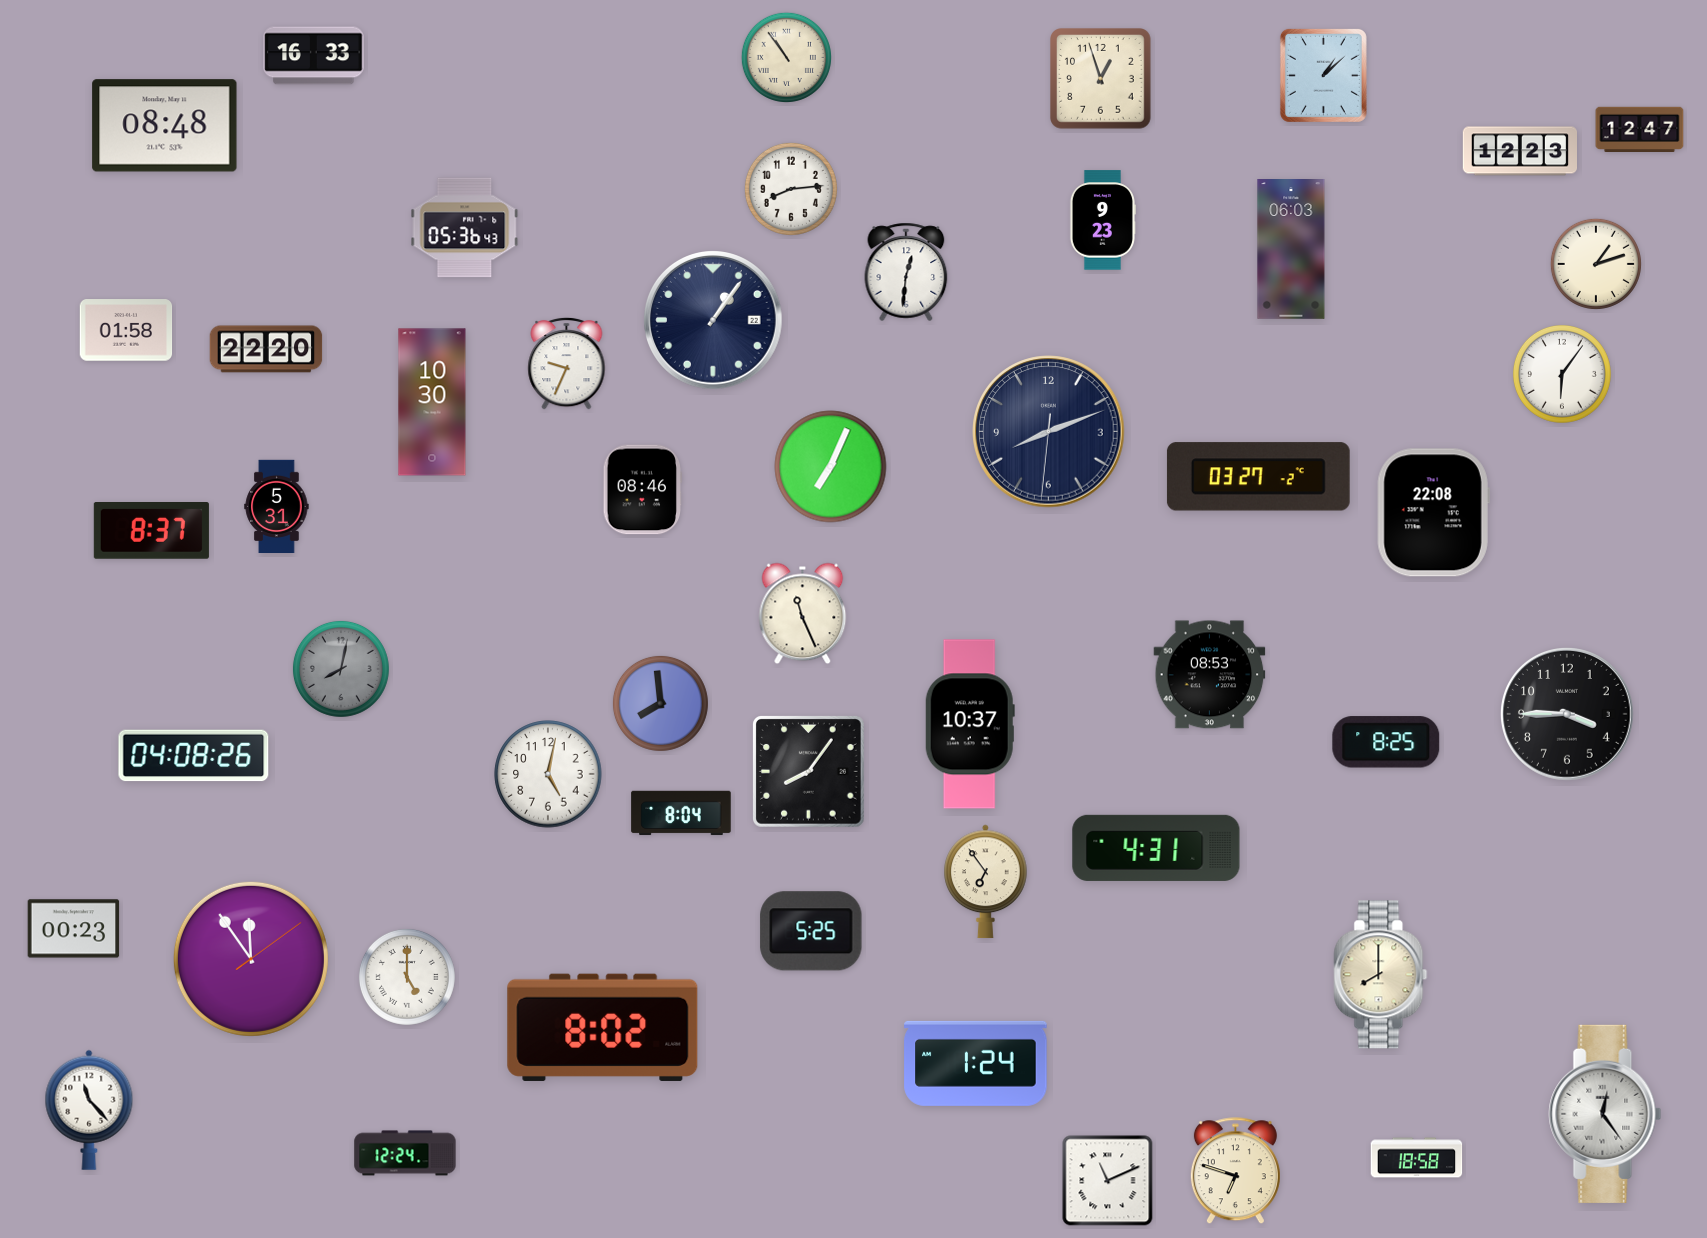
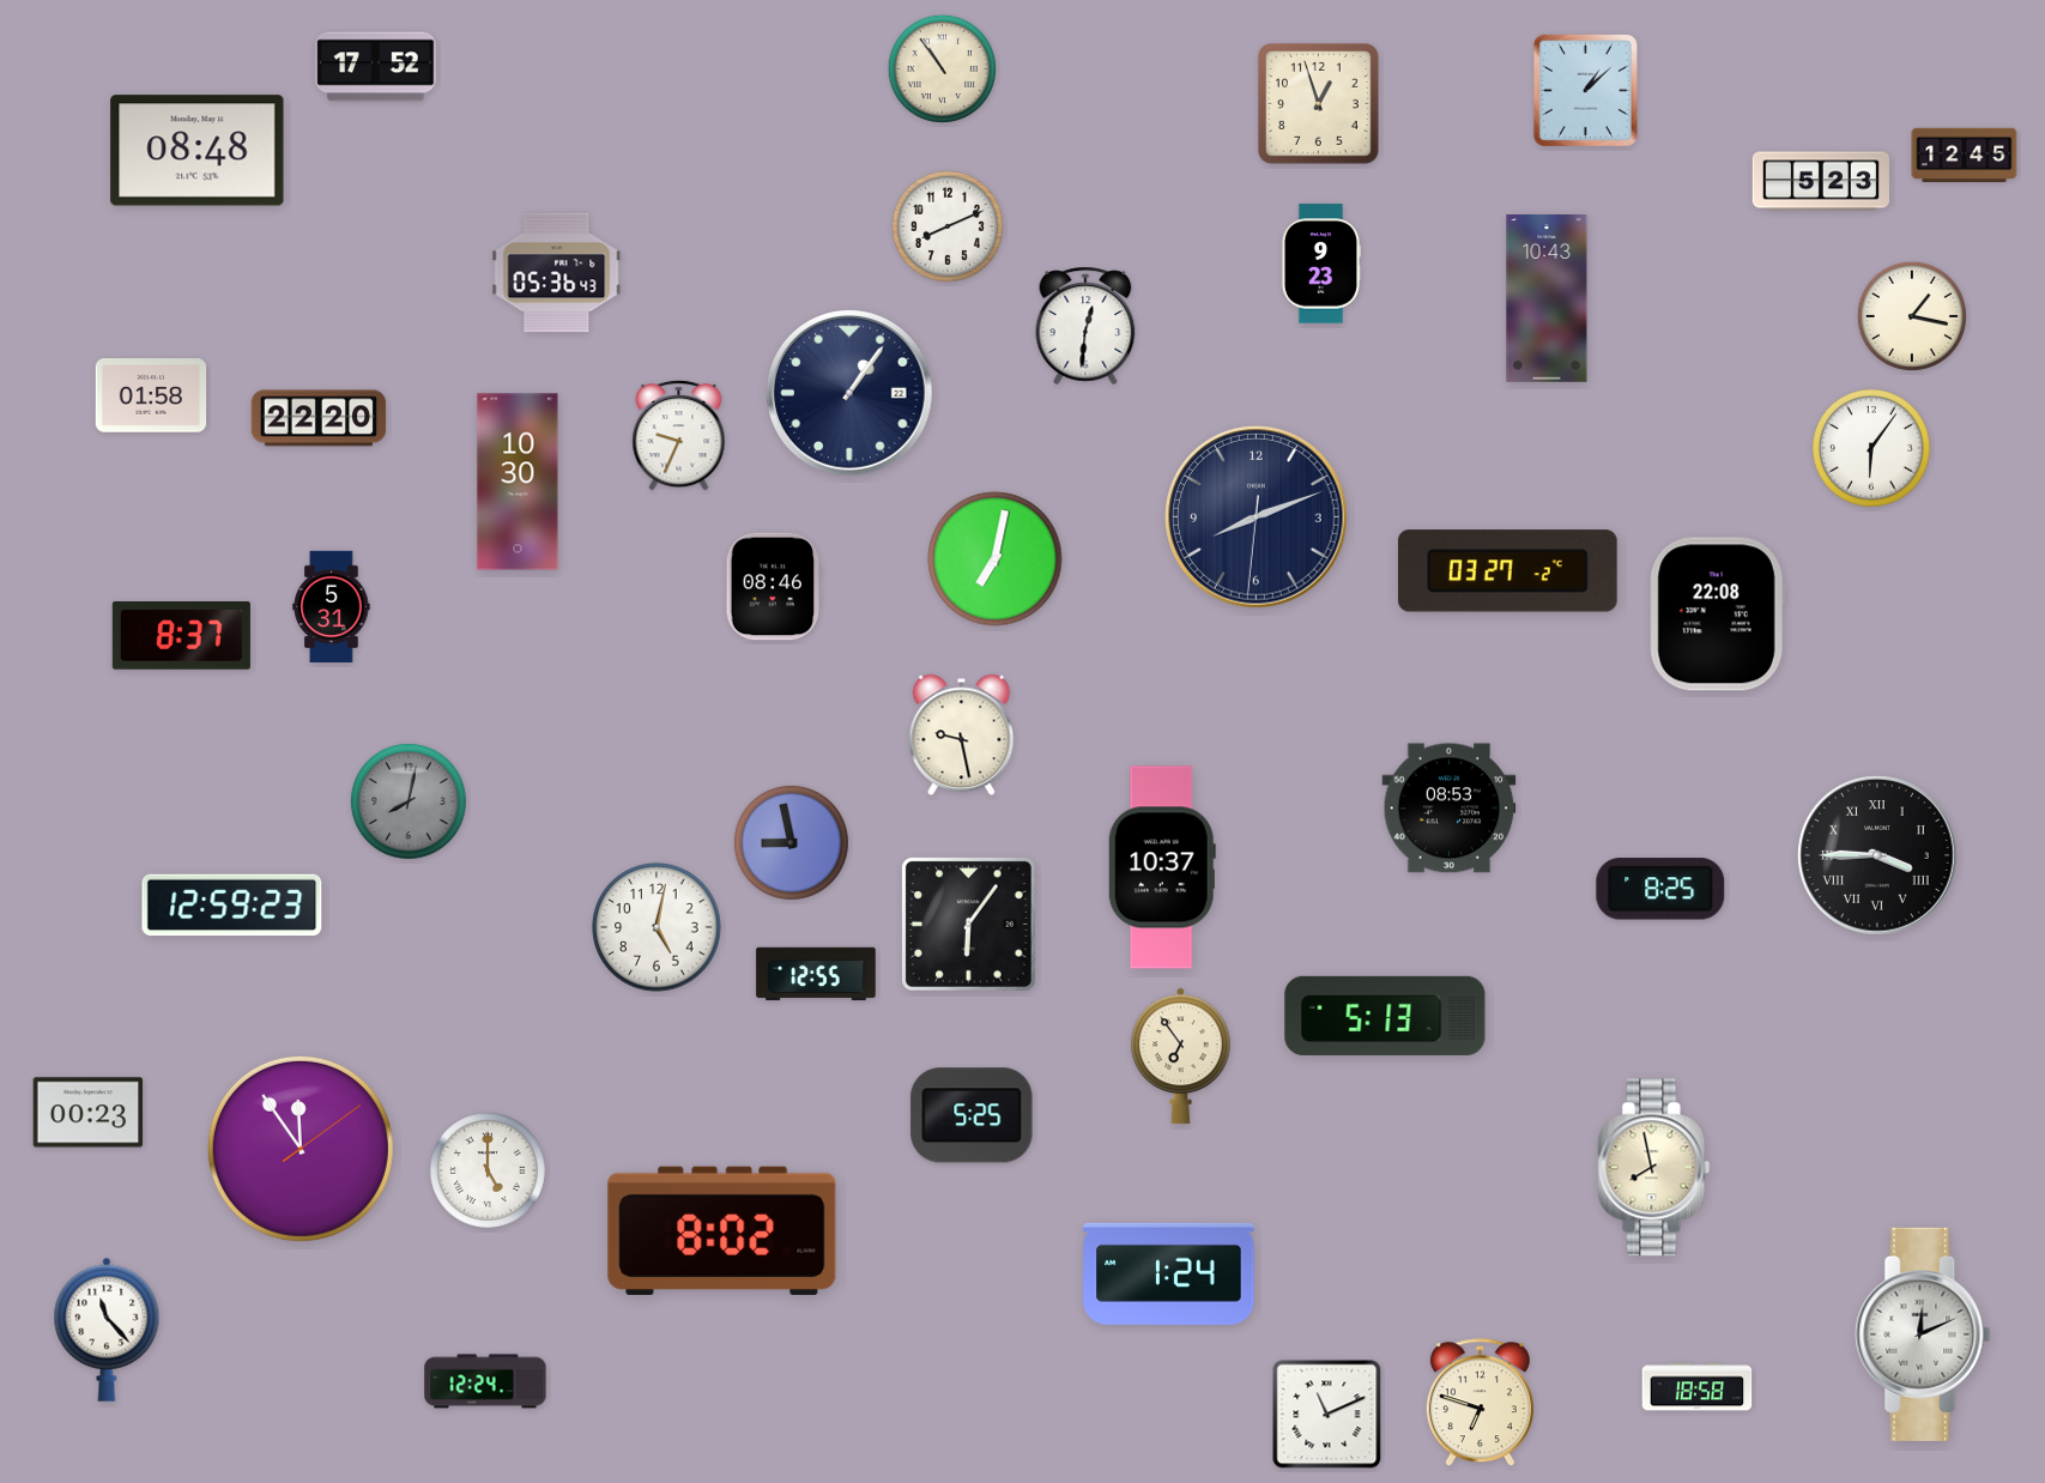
clock at (314, 56): 16:33 -> 17:52
clock at (1101, 79) position: (1101, 79) -> (1319, 104)
clock at (1640, 129): 12:47 -> 12:45
clock at (1519, 151): 12:23 -> 5:23
clock at (791, 189): 8:14 -> 8:11
clock at (1291, 250): 06:03 -> 10:43
clock at (1596, 264): 1:12 -> 1:17
clock at (714, 320) position: (714, 320) -> (851, 393)
clock at (831, 467): 7:04 -> 7:02
clock at (642, 490) position: (642, 490) -> (773, 587)
clock at (803, 614): 11:26 -> 9:28
clock at (660, 703): 7:59 -> 8:58
clock at (1568, 715) numerals: Arabic -> Roman
clock at (194, 756): 04:08 -> 12:59
clock at (809, 772): 8:06 -> 6:06
clock at (681, 813): 8:04 -> 12:55
clock at (1156, 848): 4:31 -> 5:13
clock at (1381, 975): 8:00 -> 7:58
clock at (1605, 1114): 12:24 -> 12:11
